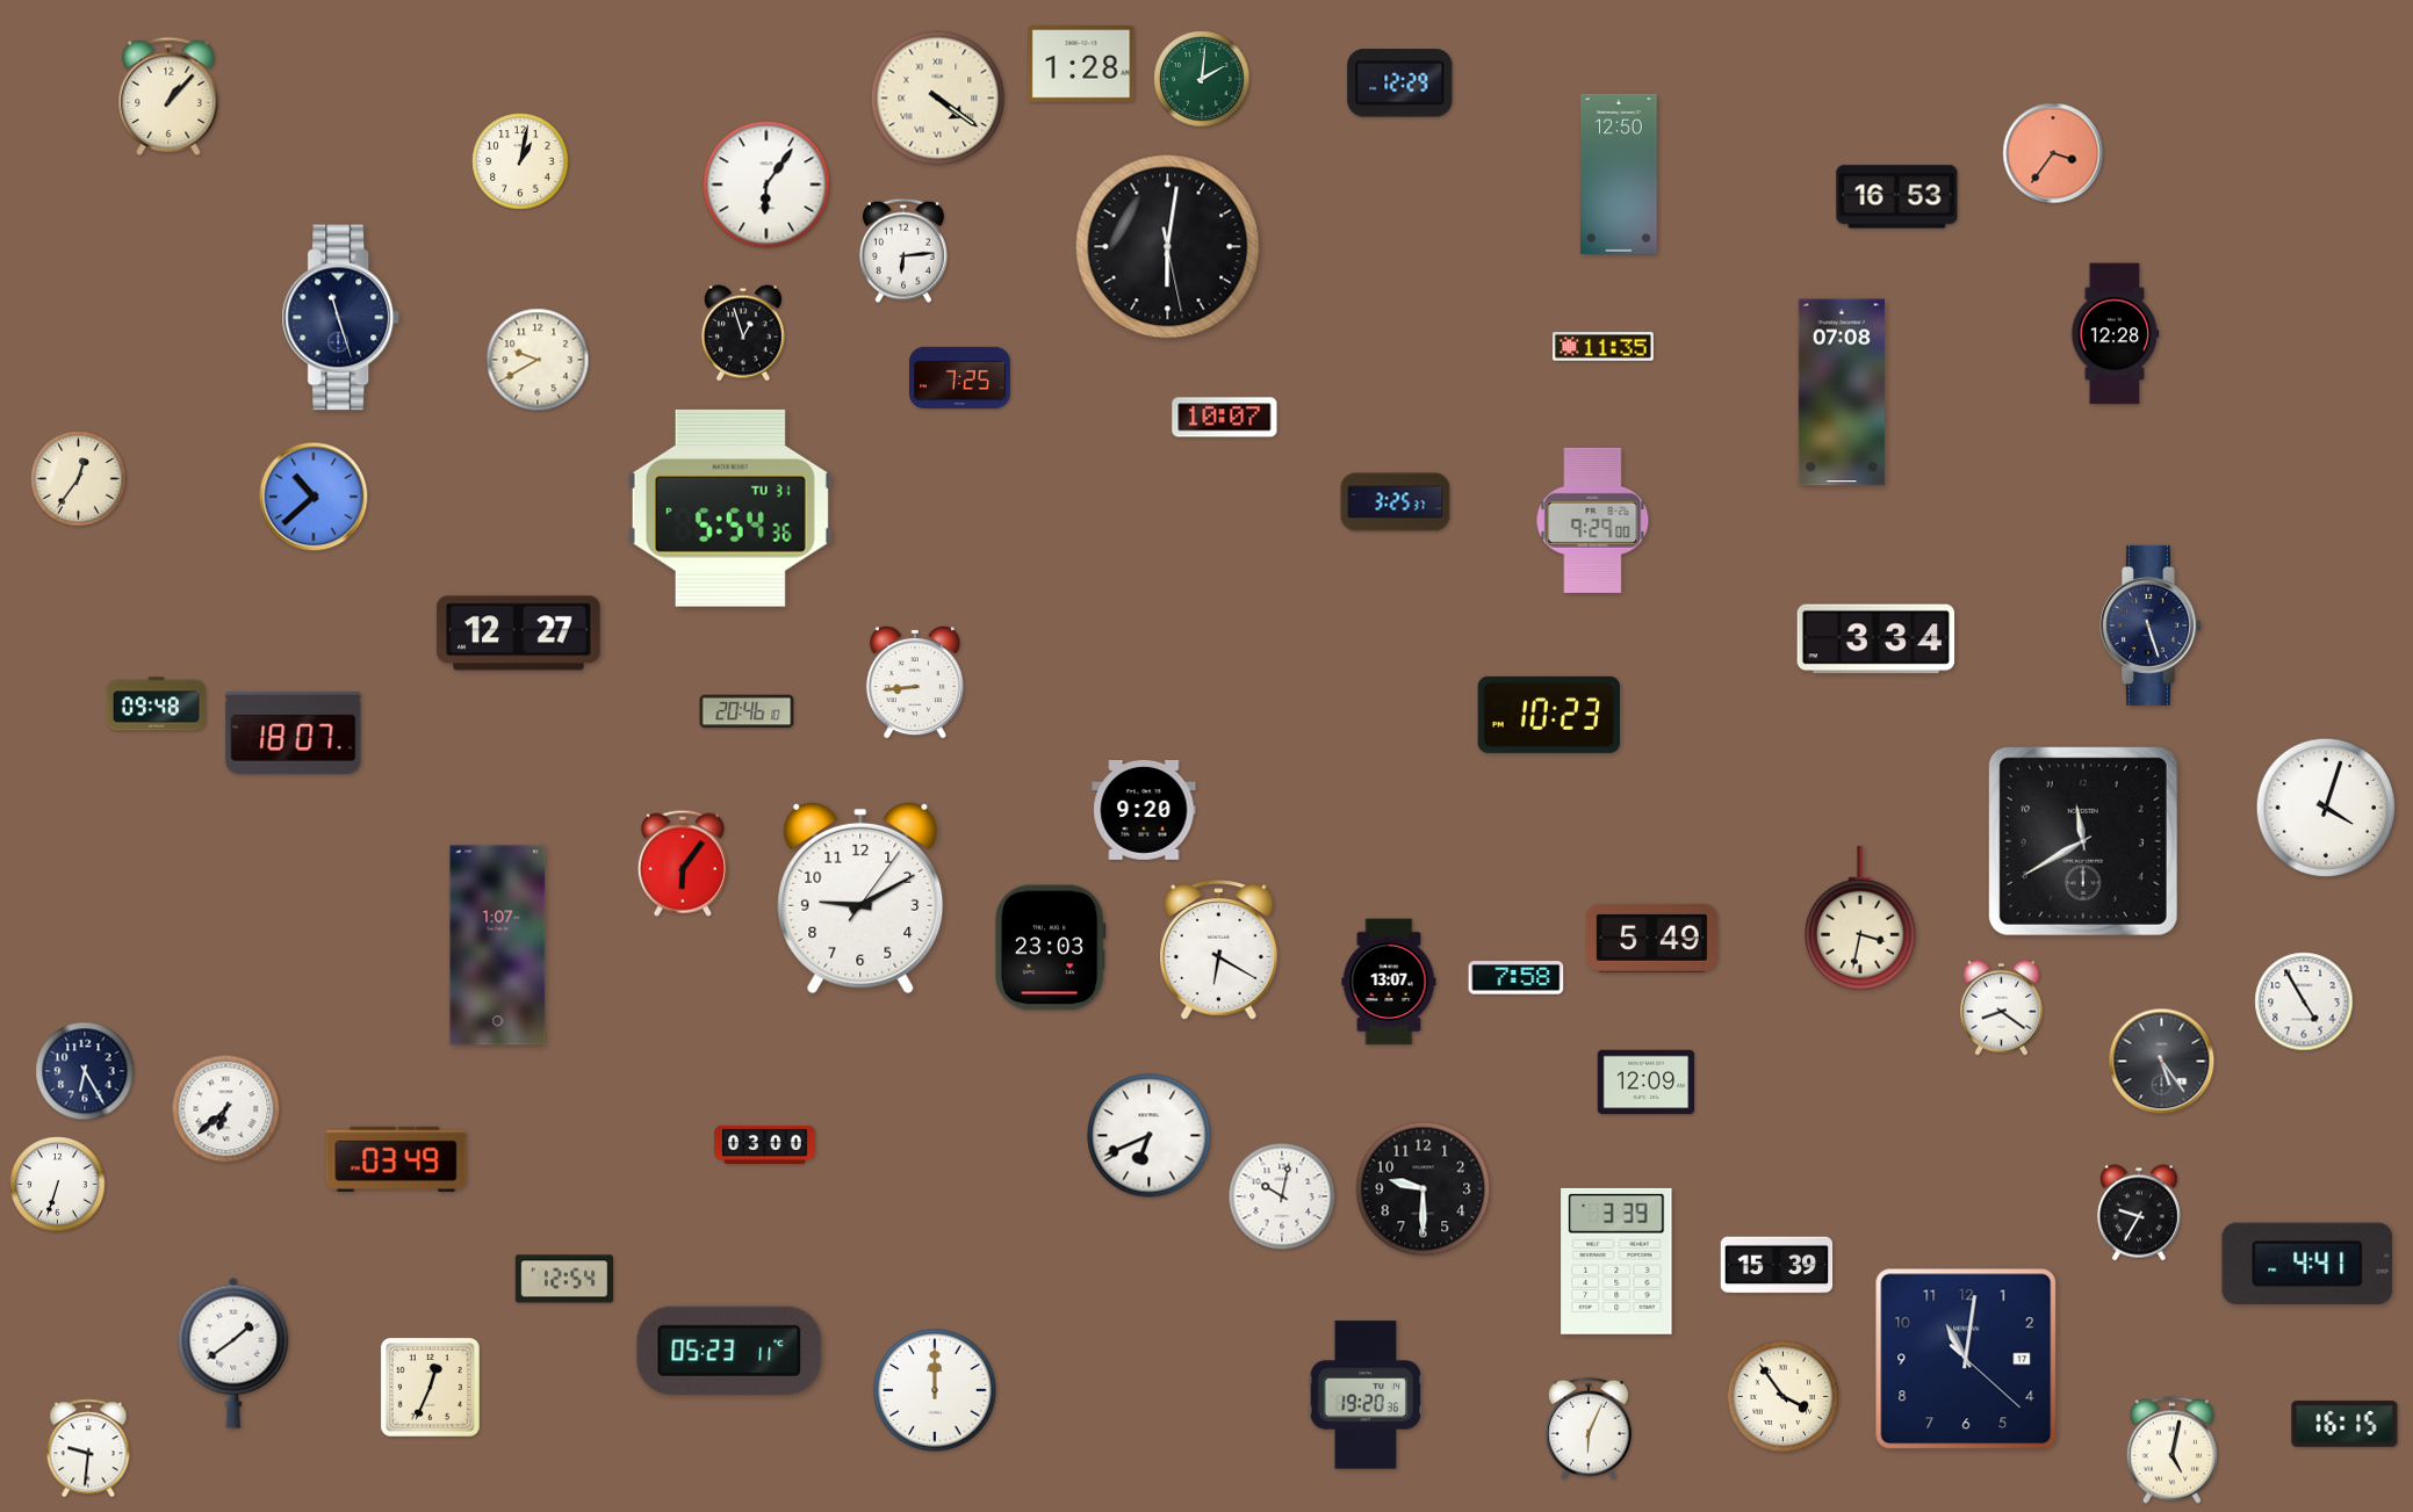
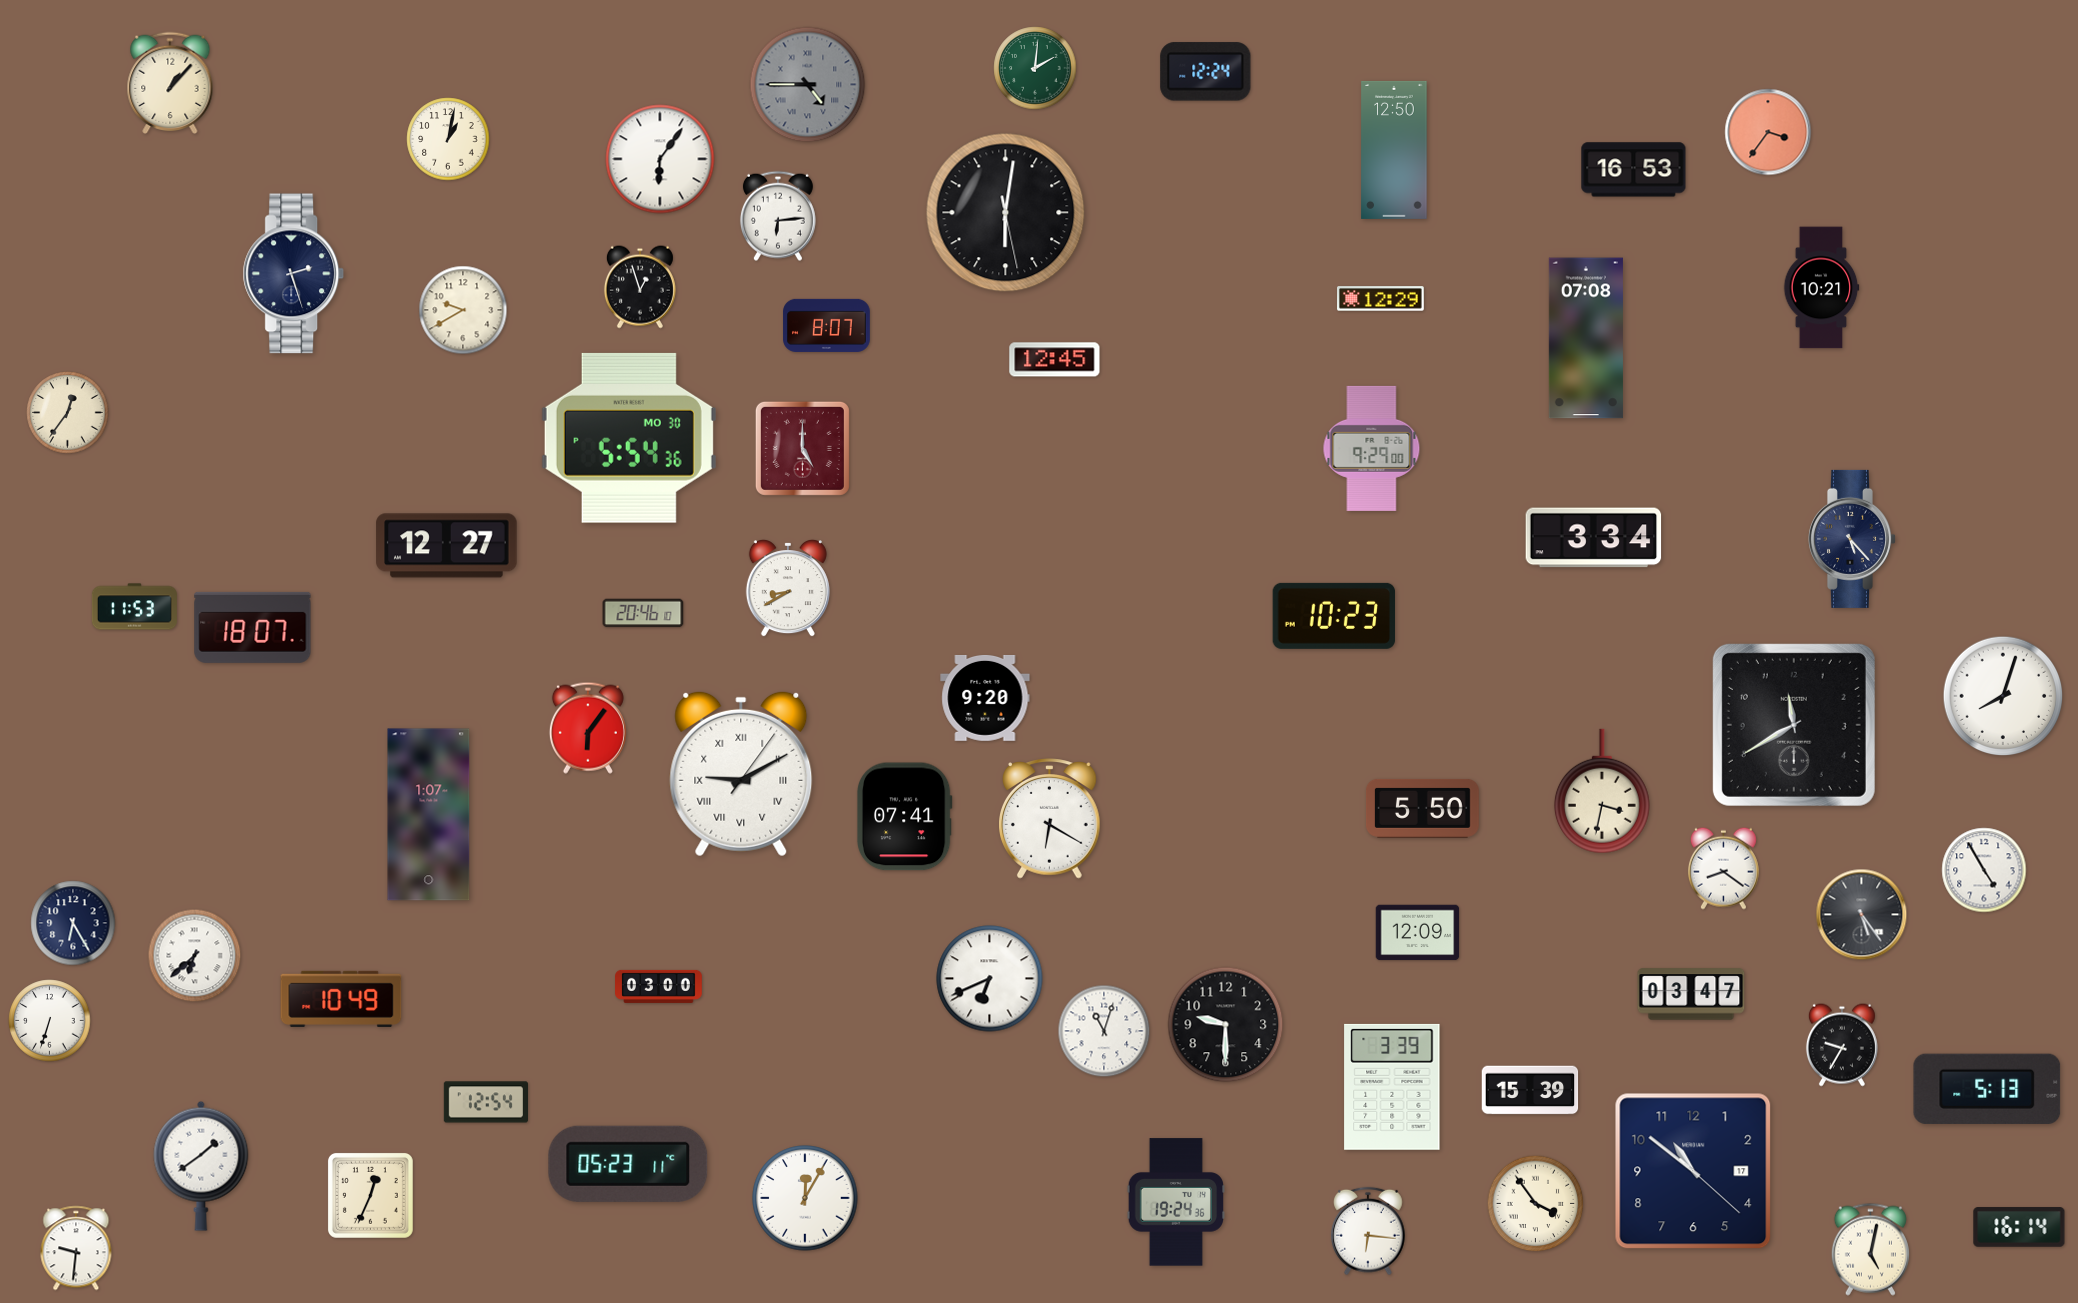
clock at (1081, 65): 1:28 -> none
clock at (1400, 84): 12:29 -> 12:24
clock at (168, 95) position: (168, 95) -> (170, 82)
clock at (938, 99): 4:21 -> 4:45
clock at (938, 99) dial: cream -> grey
clock at (341, 318): 11:27 -> 2:27
clock at (2115, 334): 12:28 -> 10:21
clock at (1604, 347): 11:35 -> 12:29
clock at (960, 377): 7:25 -> 8:07
clock at (1225, 418): 10:07 -> 12:45
clock at (314, 497): 10:38 -> none
clock at (1396, 502): 3:25 -> none
clock at (730, 508) date: TU 31 -> MO 30
clock at (802, 448): none -> 5:00
clock at (2151, 625): 5:27 -> 5:23
clock at (1877, 639) position: (1877, 639) -> (1594, 538)
clock at (915, 683): 8:44 -> 8:40
clock at (156, 704): 09:48 -> 11:53
clock at (294, 732) position: (294, 732) -> (253, 627)
clock at (2326, 808): 4:03 -> 8:03
clock at (683, 863) position: (683, 863) -> (588, 728)
clock at (860, 898) numerals: Arabic -> Roman
clock at (1651, 938): 5:49 -> 5:50
clock at (1050, 948): 23:03 -> 07:41
clock at (1517, 978): 7:58 -> none
clock at (1389, 982): 13:07 -> none
clock at (2304, 1001) position: (2304, 1001) -> (1984, 870)
clock at (1691, 994): none -> 03:47
clock at (396, 1159): 03:49 -> 10:49
clock at (1282, 1196): 10:02 -> 11:03
clock at (2307, 1264): 4:41 -> 5:13
clock at (1966, 1359): 11:01 -> 10:51
clock at (935, 1390): 12:00 -> 12:05
clock at (1364, 1395): 19:20 -> 19:24
clock at (2344, 1424): 16:15 -> 16:14
clock at (1590, 1428): 6:04 -> 6:16
